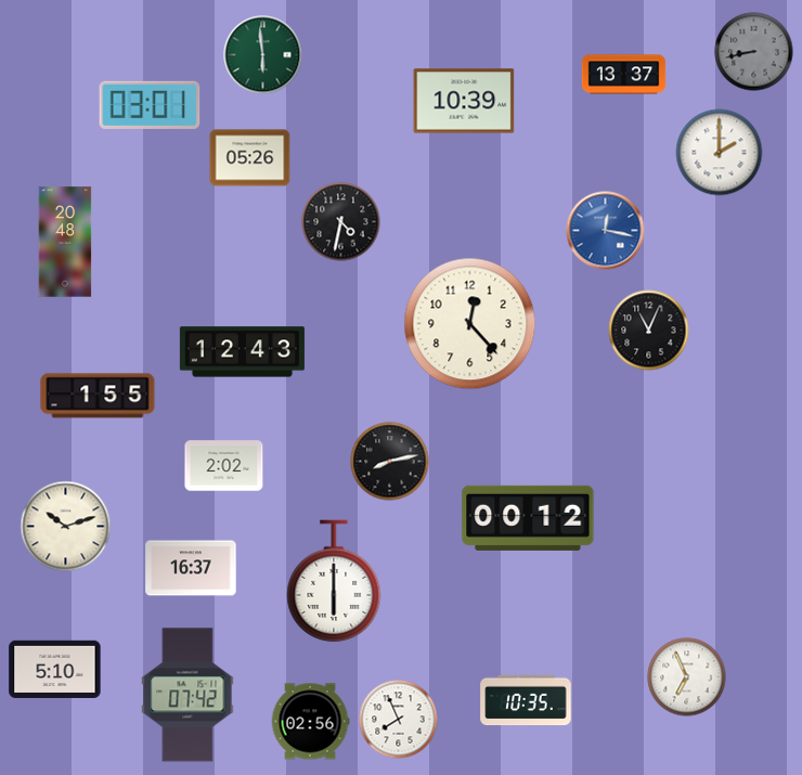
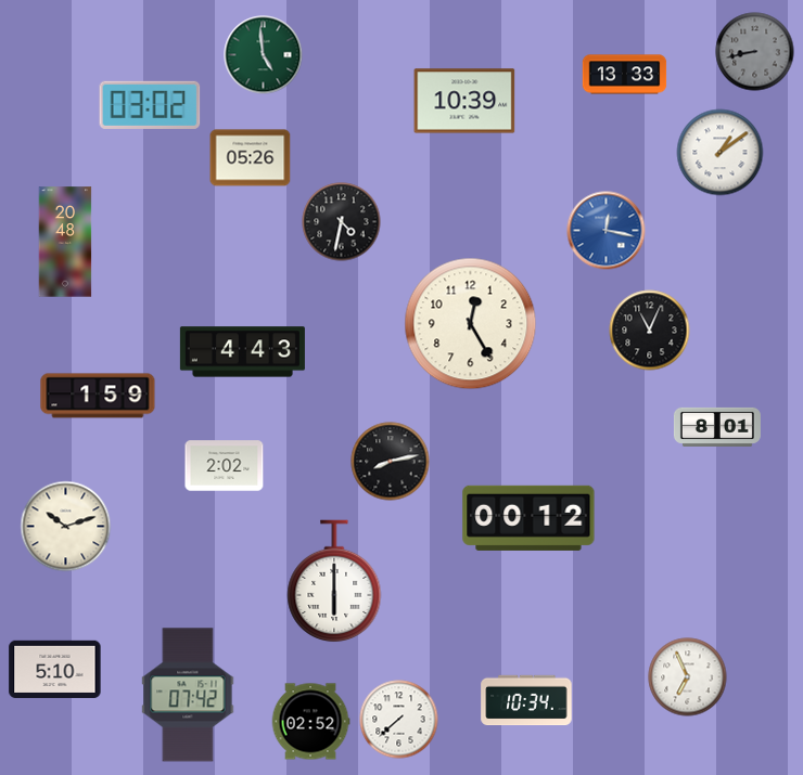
clock at (263, 55): 5:59 -> 4:59
clock at (624, 75): 13:37 -> 13:33
clock at (150, 105): 03:01 -> 03:02
clock at (720, 153): 2:00 -> 1:09
clock at (470, 324): 12:23 -> 12:25
clock at (242, 352): 12:43 -> 4:43
clock at (98, 396): 1:55 -> 1:59
clock at (717, 427): none -> 8:01
clock at (191, 568): 16:37 -> none
clock at (526, 700): 10:35 -> 10:34
clock at (399, 720): 7:56 -> 7:38
clock at (310, 722): 02:56 -> 02:52
